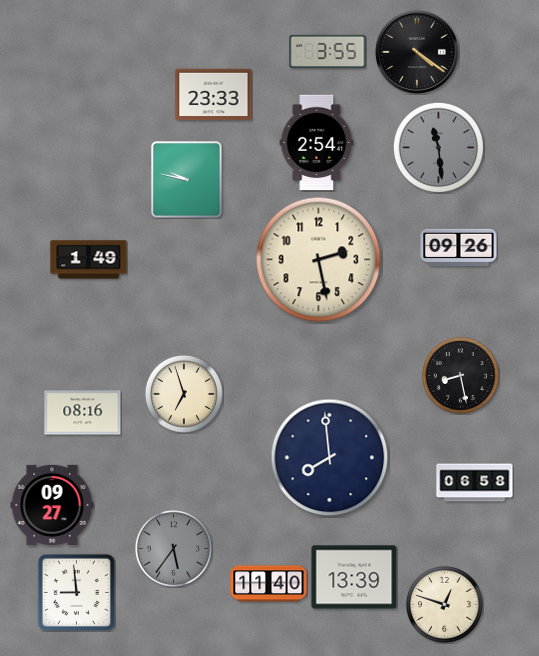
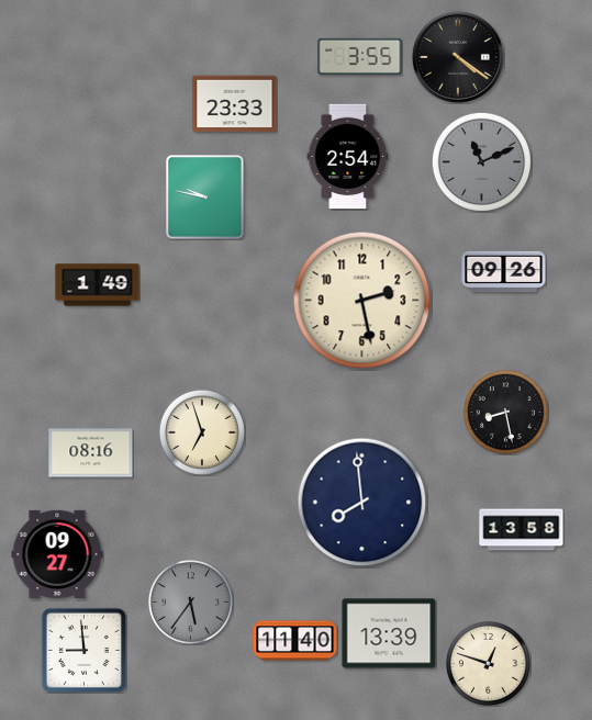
clock at (438, 147): 11:29 -> 11:11
clock at (319, 260) position: (319, 260) -> (362, 301)
clock at (475, 483): 06:58 -> 13:58
